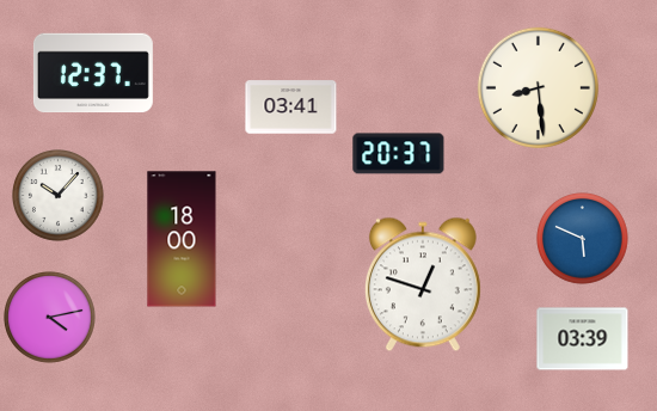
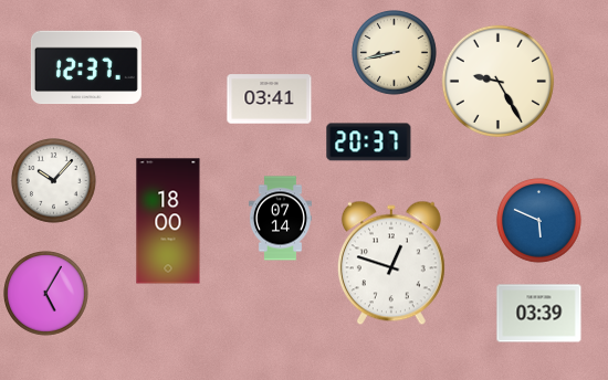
clock at (395, 53): none -> 8:43
clock at (538, 87): 8:29 -> 9:25
clock at (280, 219): none -> 07:14
clock at (50, 318): 4:13 -> 5:05
